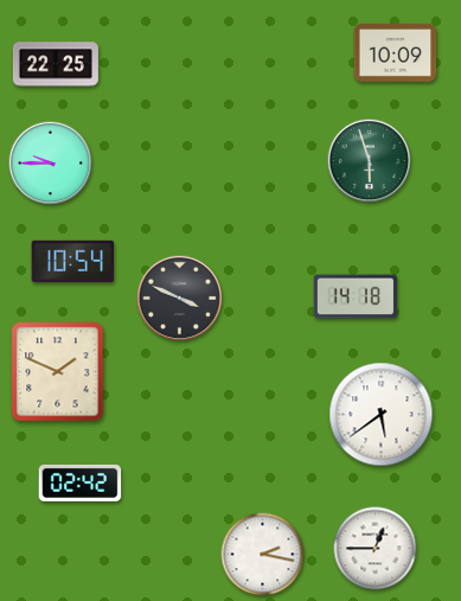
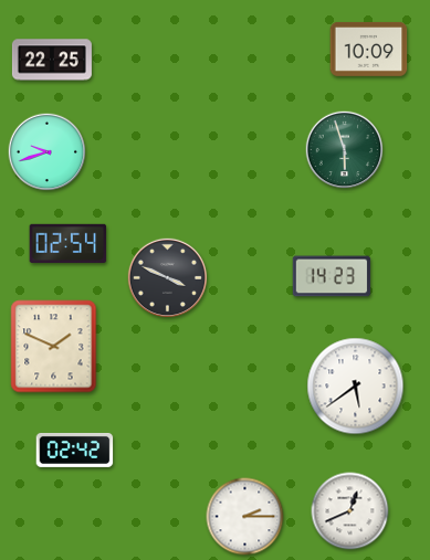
clock at (51, 164): 9:45 -> 9:42
clock at (73, 261): 10:54 -> 02:54
clock at (356, 296): 14:18 -> 14:23
clock at (376, 549): 12:45 -> 12:41
clock at (263, 555): 2:17 -> 2:15
